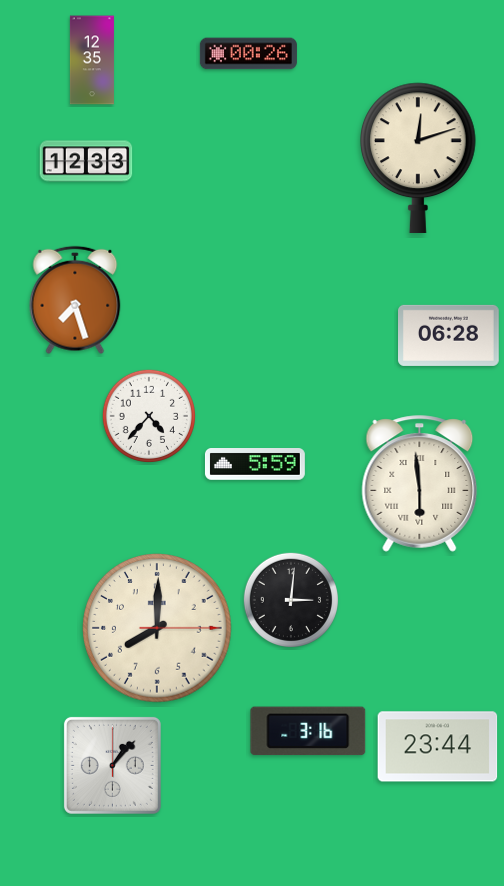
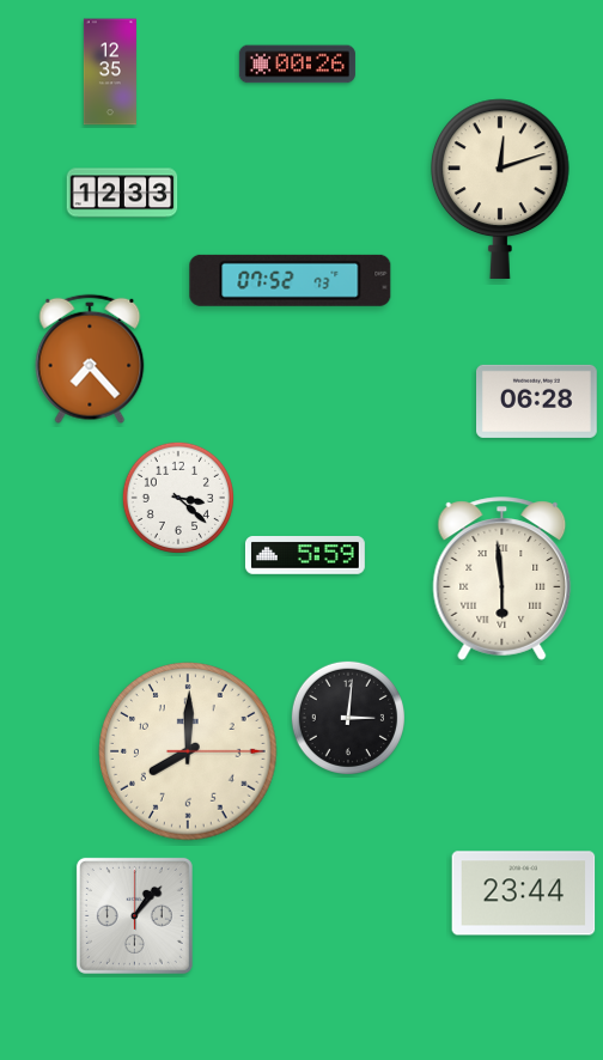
clock at (86, 161) position: (86, 161) -> (122, 193)
clock at (291, 280): none -> 07:52
clock at (75, 300): 7:27 -> 7:23
clock at (149, 416): 4:37 -> 3:22
clock at (308, 731): 3:16 -> none
